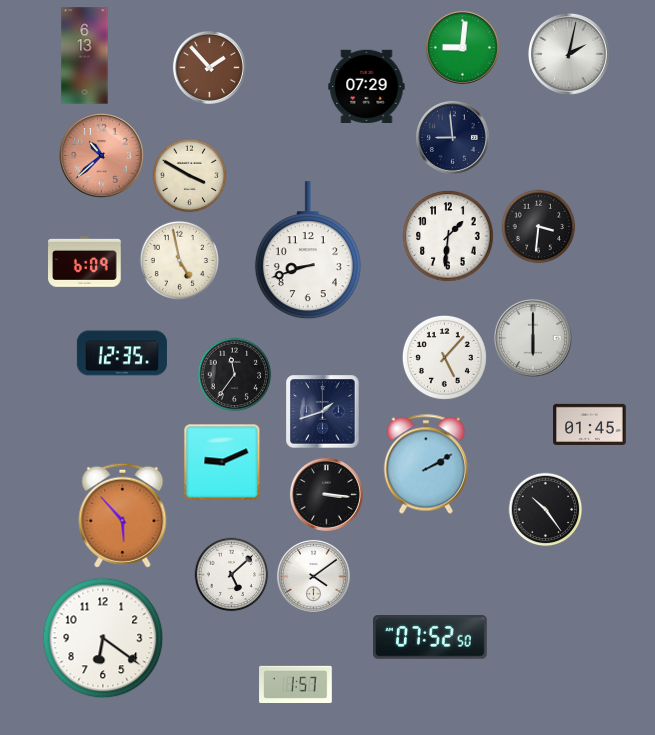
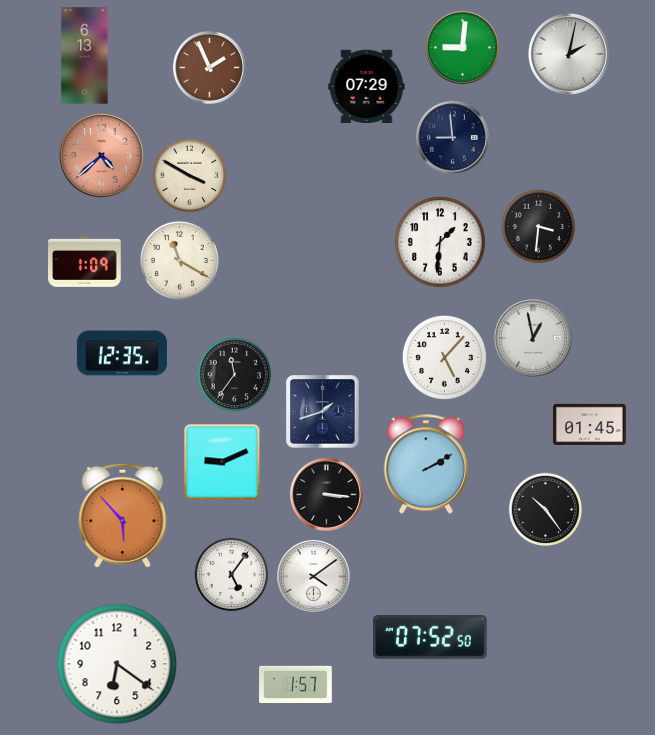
clock at (209, 67): 1:53 -> 1:56
clock at (102, 156): 10:38 -> 4:38
clock at (448, 236) position: (448, 236) -> (440, 242)
clock at (308, 251): 8:42 -> none
clock at (179, 260): 4:58 -> 11:20
clock at (85, 262): 6:09 -> 1:09
clock at (533, 338): 6:00 -> 12:58
clock at (232, 575): 5:08 -> 5:06
clock at (103, 638) position: (103, 638) -> (117, 664)
